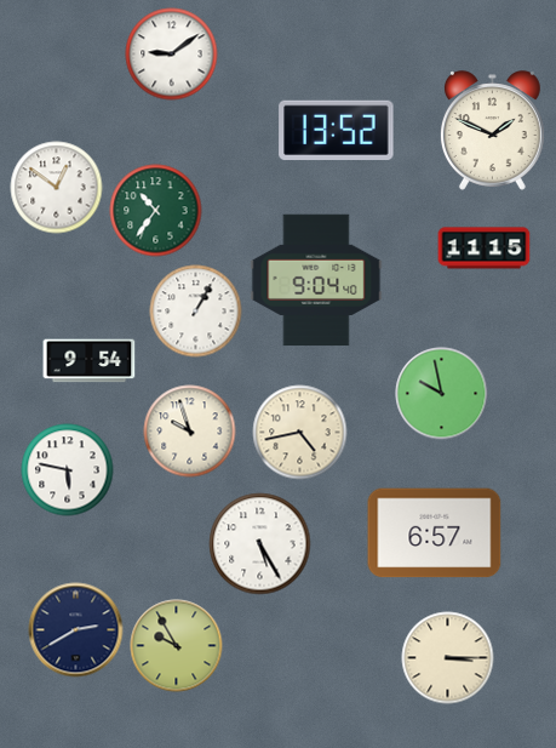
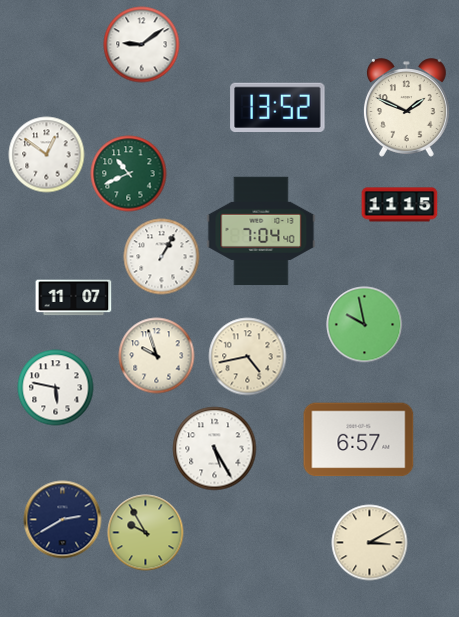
clock at (156, 211): 10:36 -> 10:41
clock at (316, 280): 9:04 -> 7:04
clock at (90, 361): 9:54 -> 11:07
clock at (448, 658): 3:15 -> 3:10
